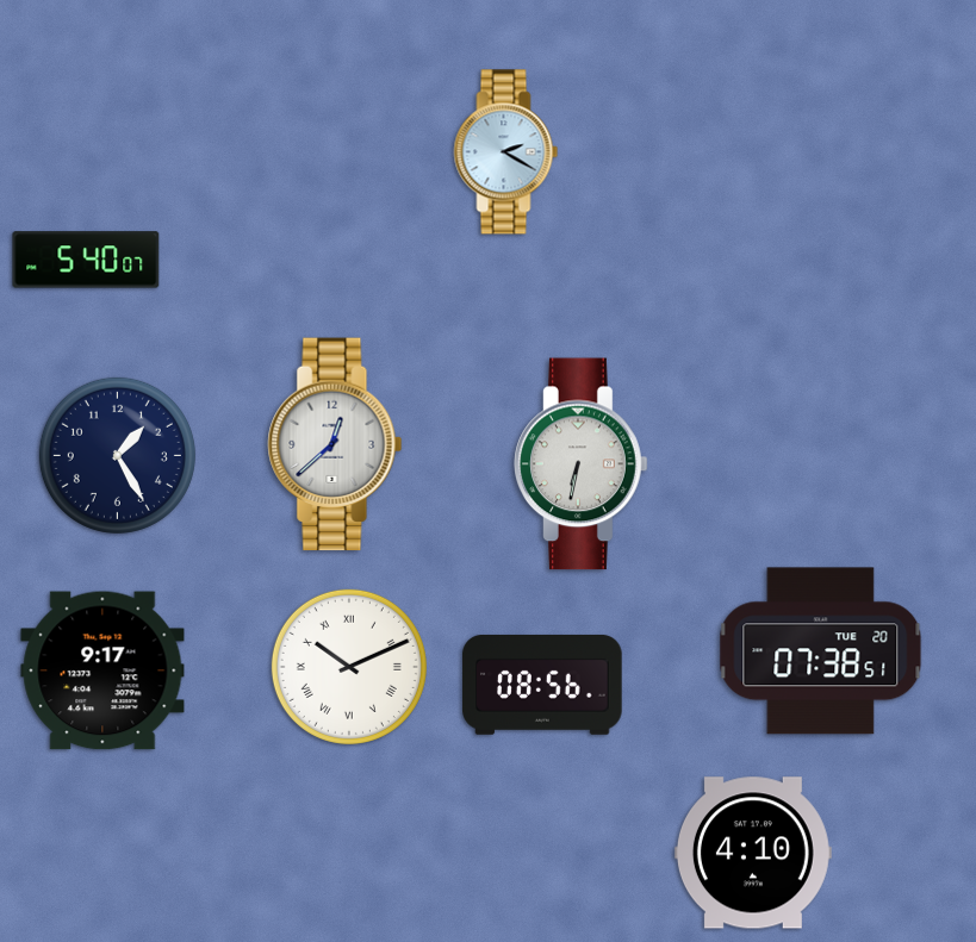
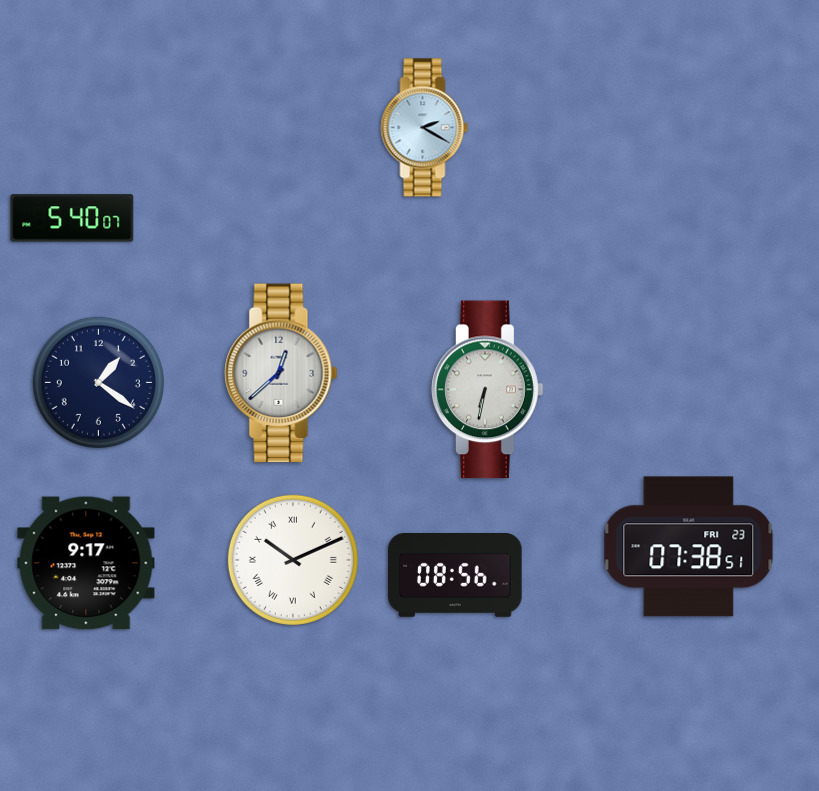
clock at (117, 455): 1:25 -> 1:21
clock at (821, 651) date: TUE 20 -> FRI 23
clock at (753, 853): 4:10 -> none
